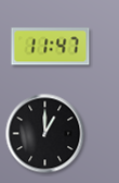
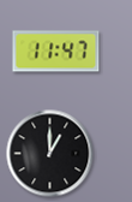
clock at (45, 134) position: (45, 134) -> (50, 154)
